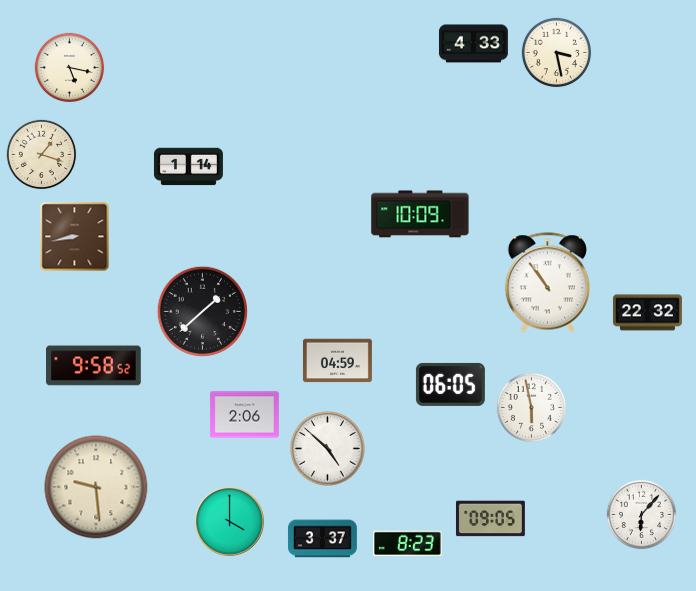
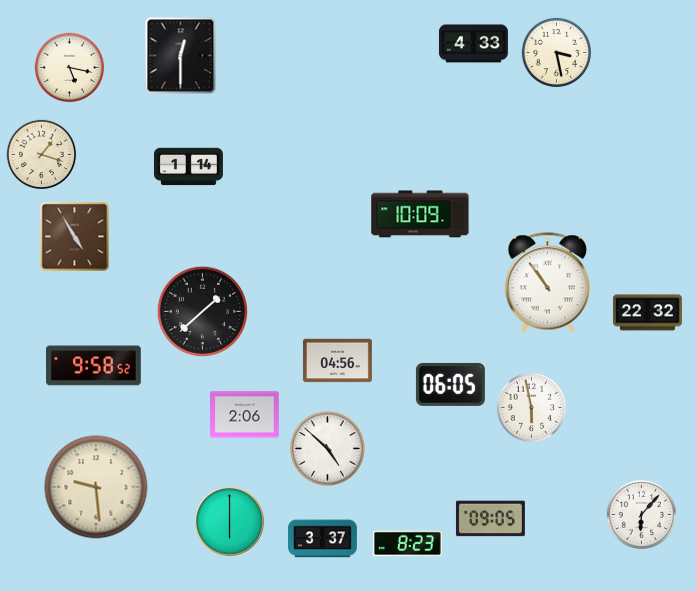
clock at (181, 56): none -> 12:30
clock at (75, 237): 8:43 -> 4:55
clock at (337, 361): 04:59 -> 04:56
clock at (230, 522): 4:00 -> 6:00
